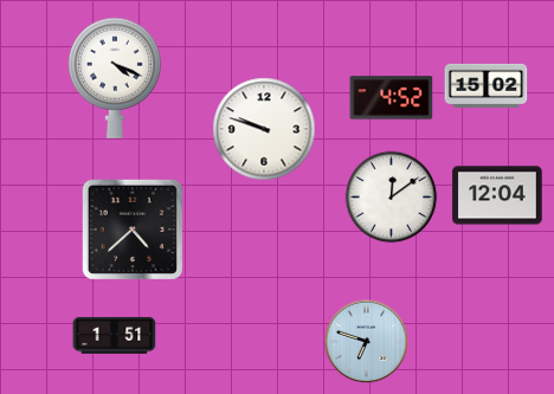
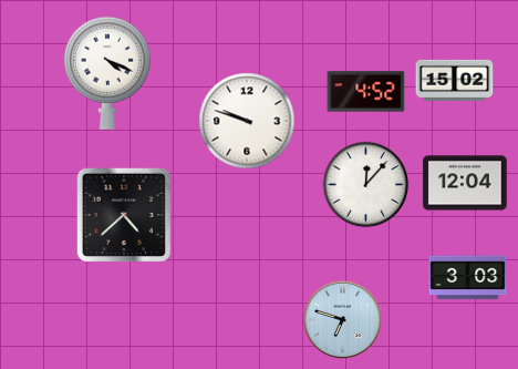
clock at (392, 198): 12:09 -> 12:07
clock at (468, 278): none -> 3:03
clock at (115, 335): 1:51 -> none
